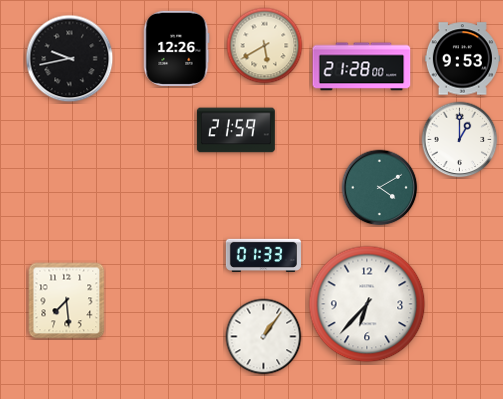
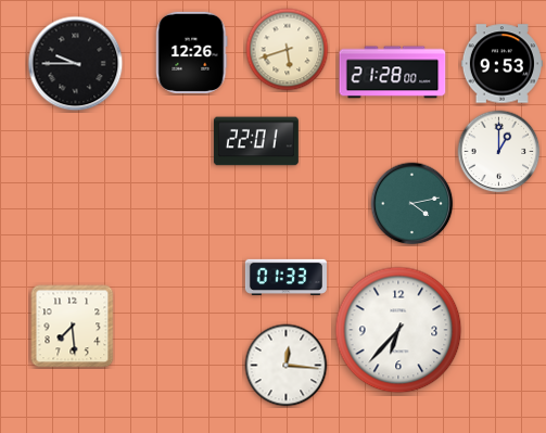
clock at (265, 46): 5:40 -> 5:42
clock at (70, 59): 9:43 -> 9:45
clock at (236, 130): 21:59 -> 22:01
clock at (380, 188): 4:10 -> 4:13
clock at (264, 337): 1:06 -> 12:16
